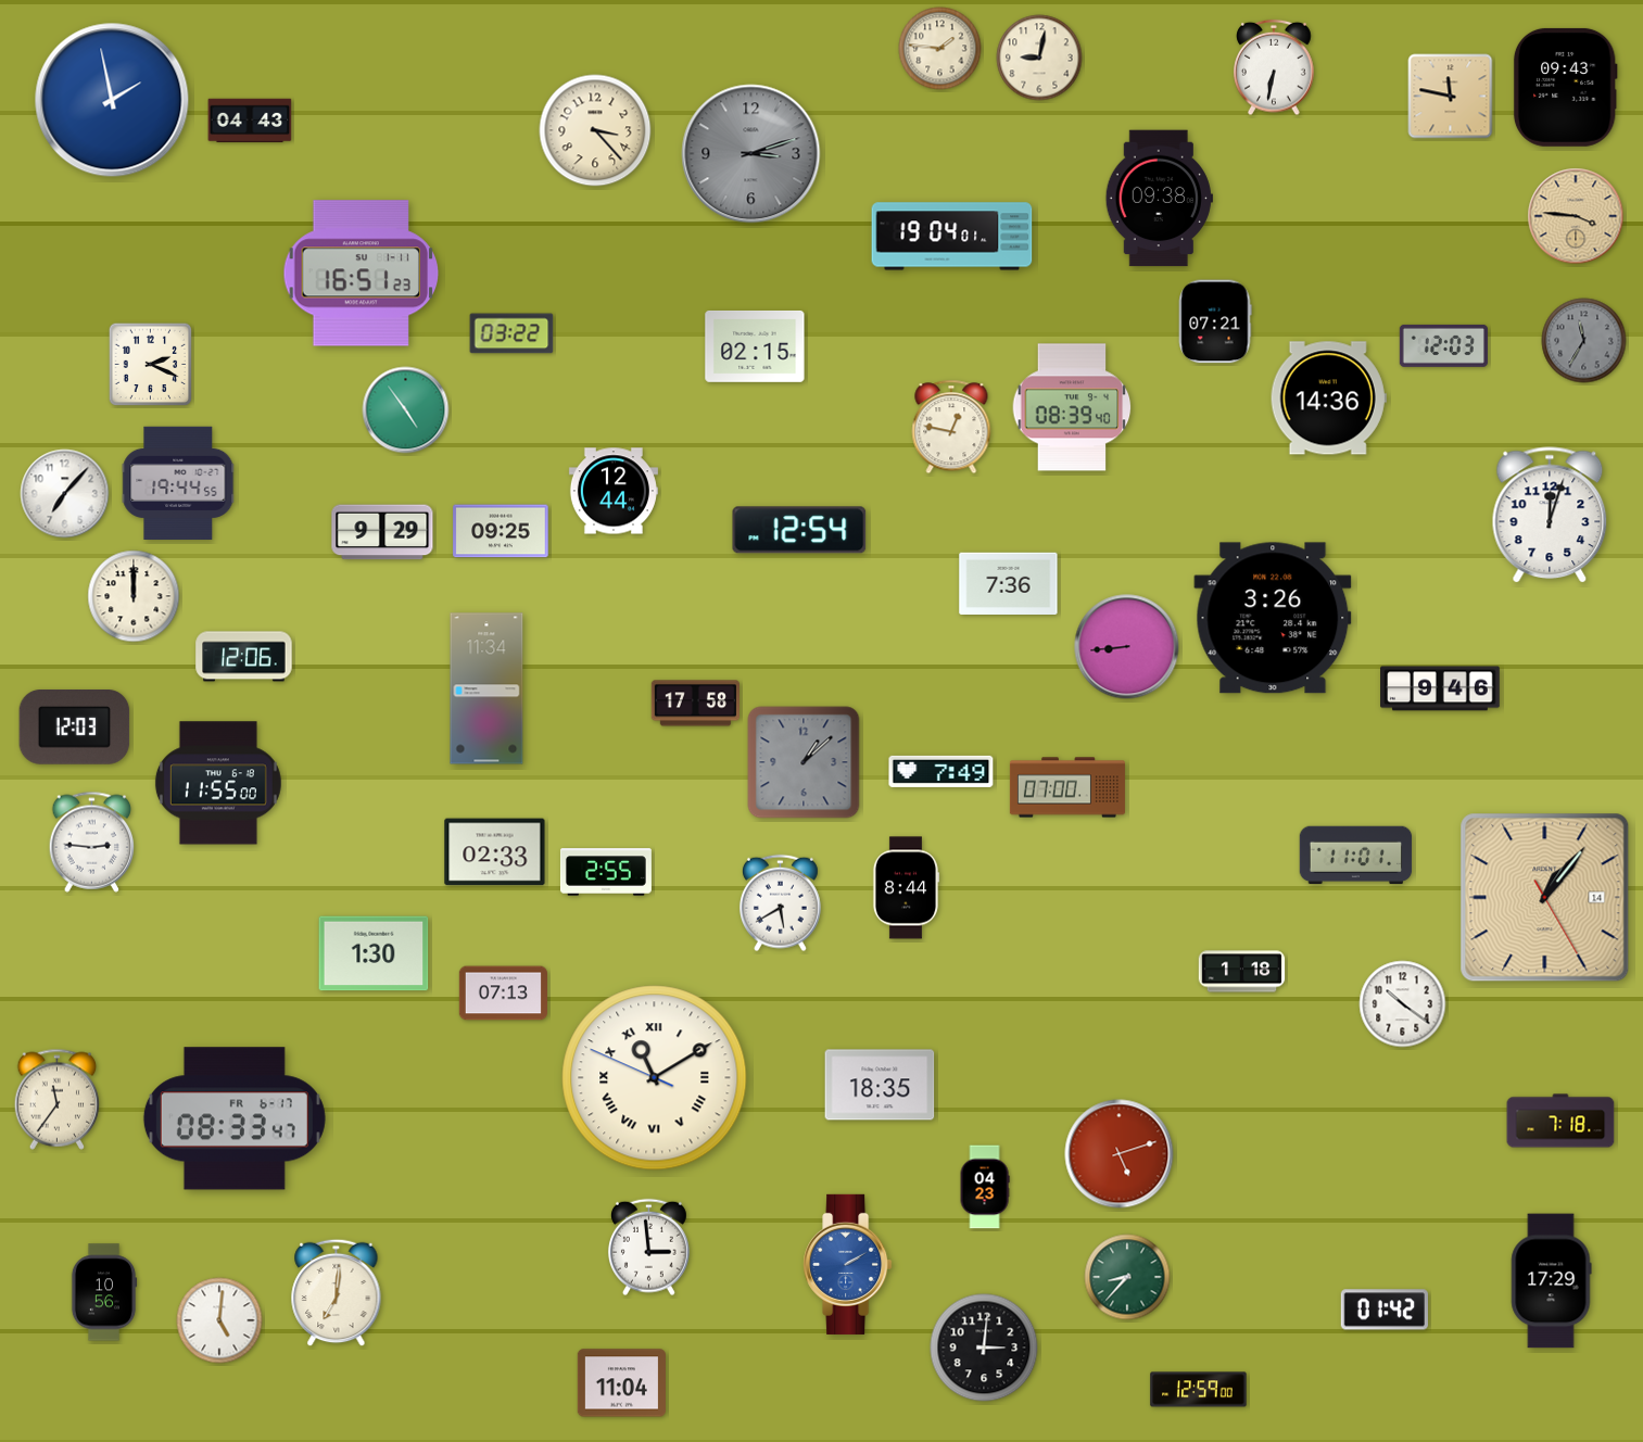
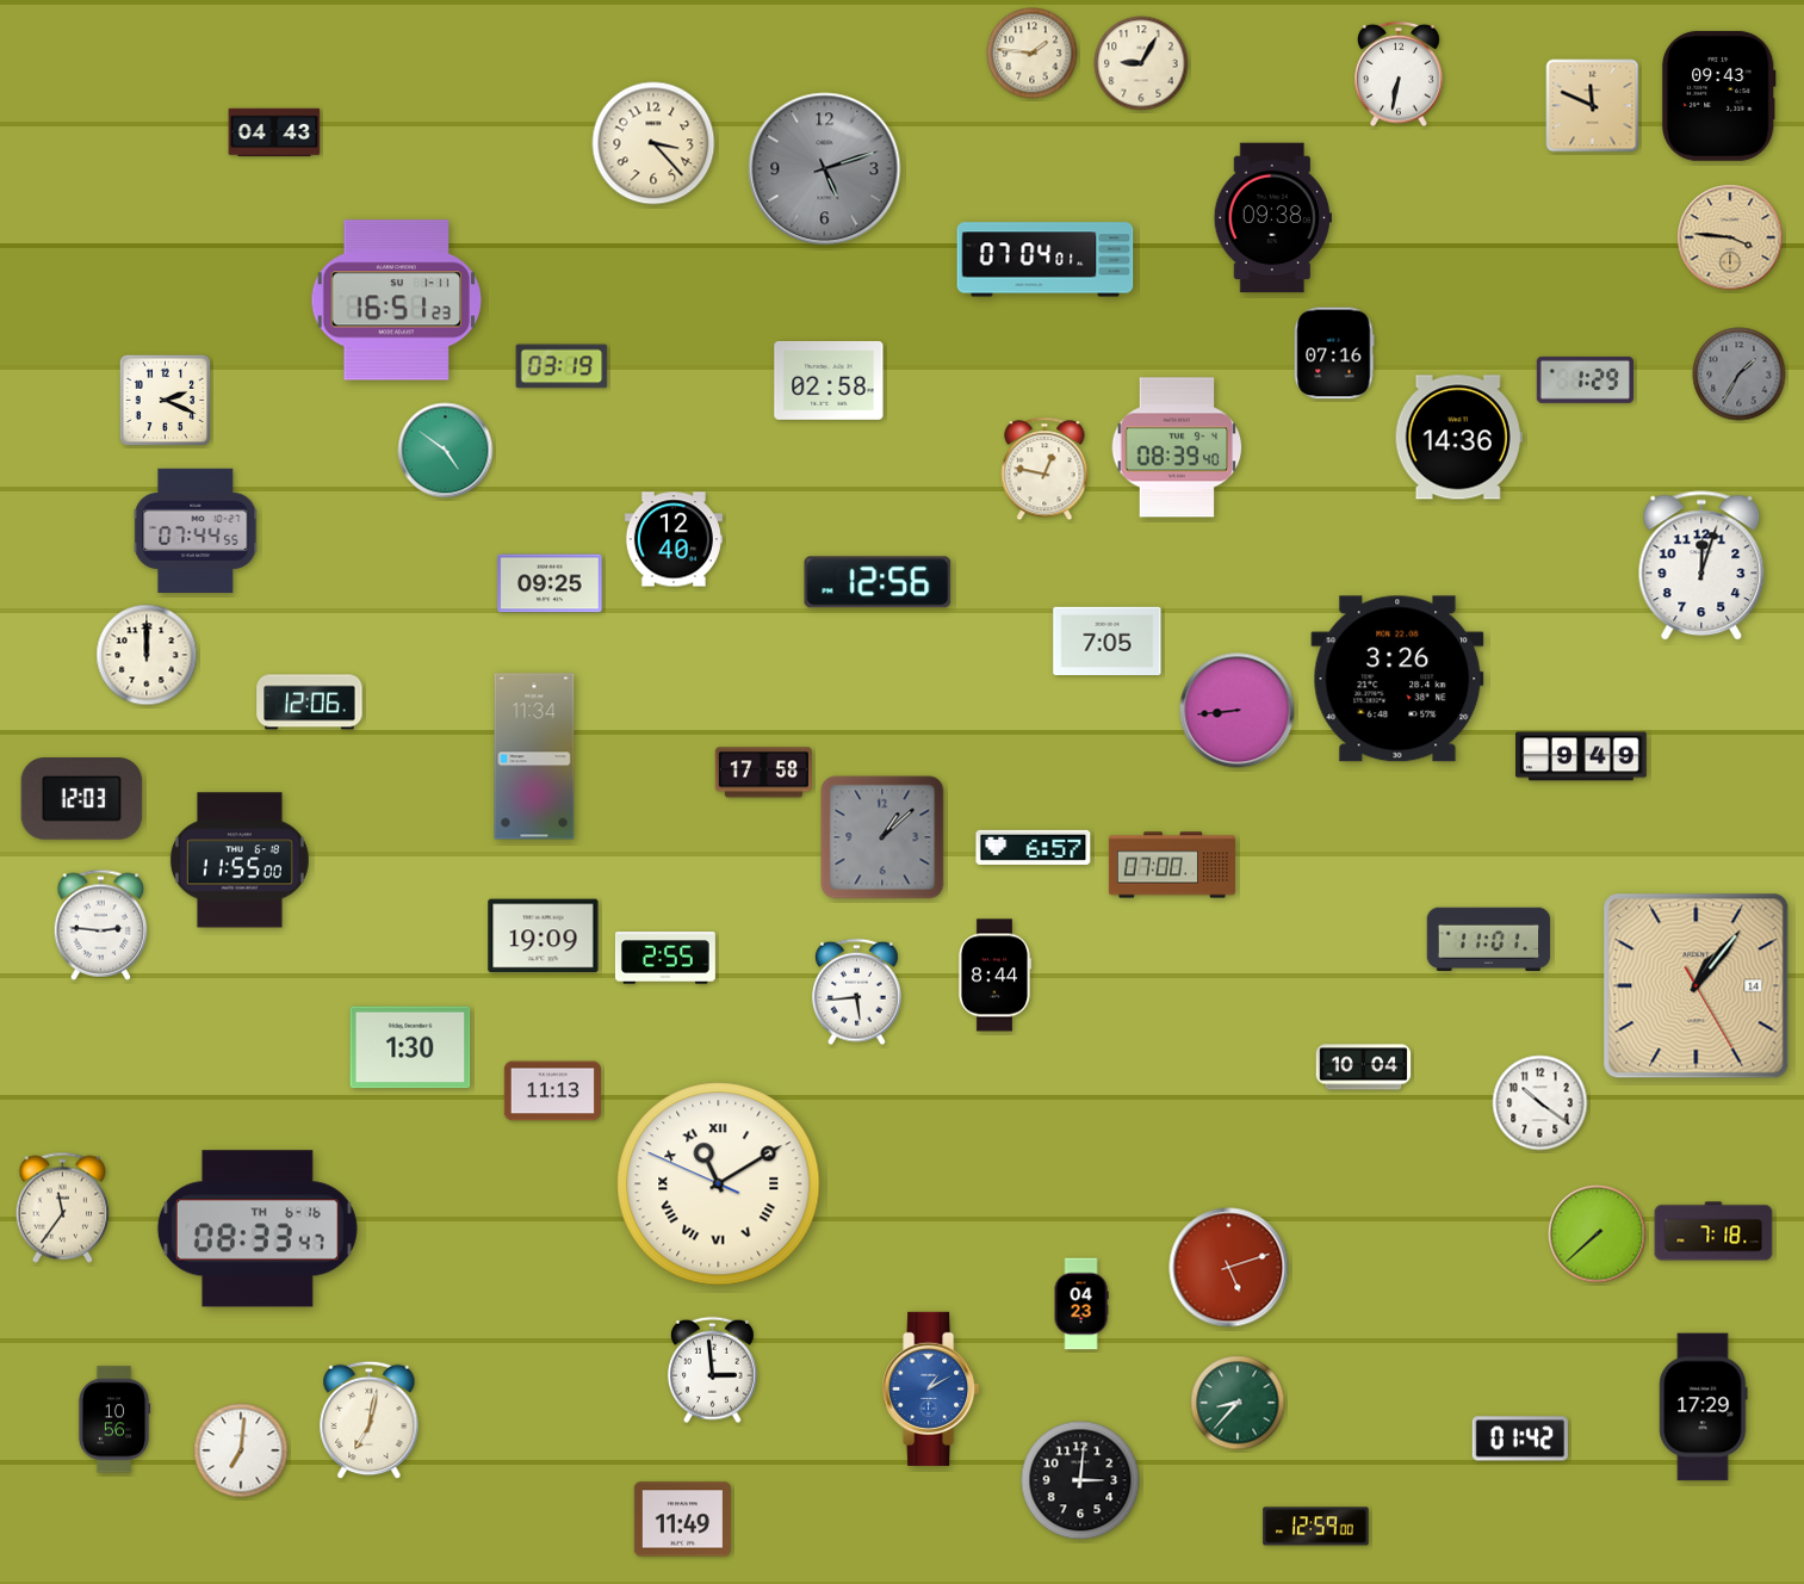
clock at (1039, 58): 9:02 -> 9:05
clock at (1451, 97): 11:47 -> 11:49
clock at (112, 100): 1:58 -> none
clock at (751, 154): 3:12 -> 5:12
clock at (952, 237): 19:04 -> 07:04
clock at (1215, 321): 07:21 -> 07:16
clock at (511, 333): 03:22 -> 03:19
clock at (1584, 341): 11:35 -> 1:35
clock at (1443, 345): 12:03 -> 1:29
clock at (755, 346): 02:15 -> 02:58
clock at (406, 410): 4:54 -> 4:51
clock at (178, 482): 19:44 -> 07:44
clock at (614, 491): 12:44 -> 12:40
clock at (65, 494): 7:07 -> none
clock at (799, 530): 12:54 -> 12:56
clock at (382, 532): 9:29 -> none
clock at (1009, 584): 7:36 -> 7:05
clock at (244, 657) position: (244, 657) -> (310, 703)
clock at (1440, 688): 9:46 -> 9:49
clock at (941, 771): 7:49 -> 6:57
clock at (495, 852): 02:33 -> 19:09
clock at (780, 903): 5:40 -> 5:44
clock at (1242, 972): 1:18 -> 10:04
clock at (503, 994): 07:13 -> 11:13
clock at (880, 1085): 18:35 -> none
clock at (235, 1118) date: FR 6-17 -> TH 6-16
clock at (1598, 1235): none -> 7:38
clock at (848, 1264): 2:10 -> 1:10
clock at (337, 1293): 7:01 -> 7:02
clock at (219, 1320): 5:01 -> 7:01
clock at (621, 1383): 11:04 -> 11:49
